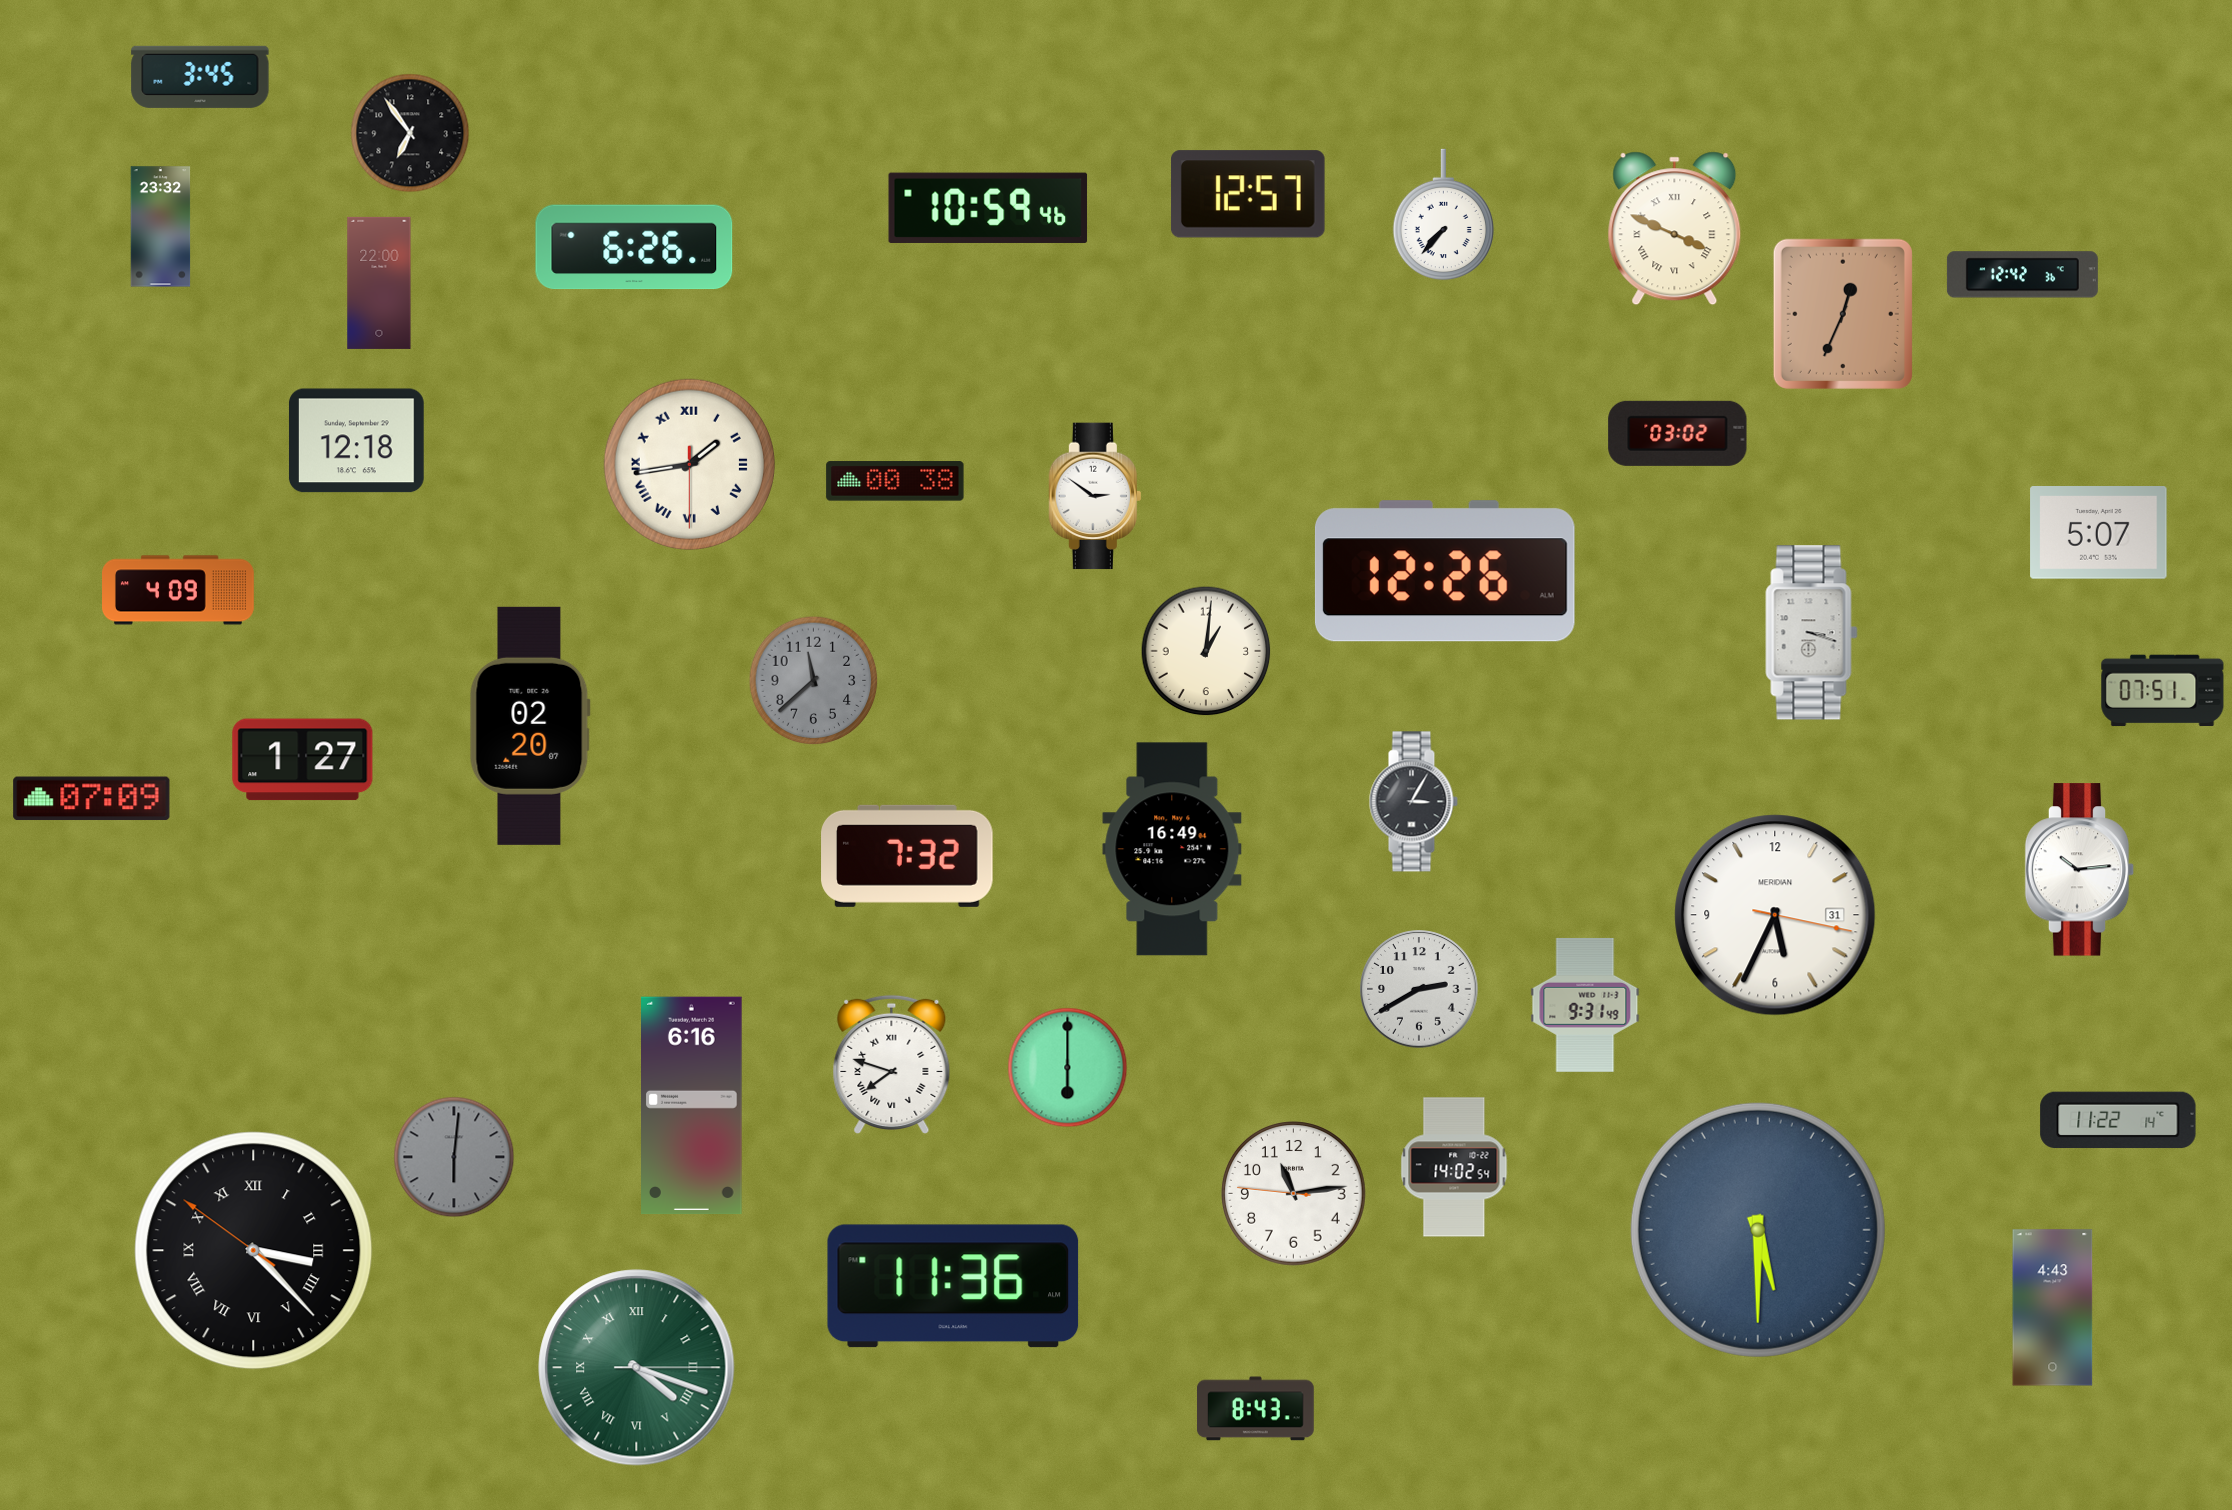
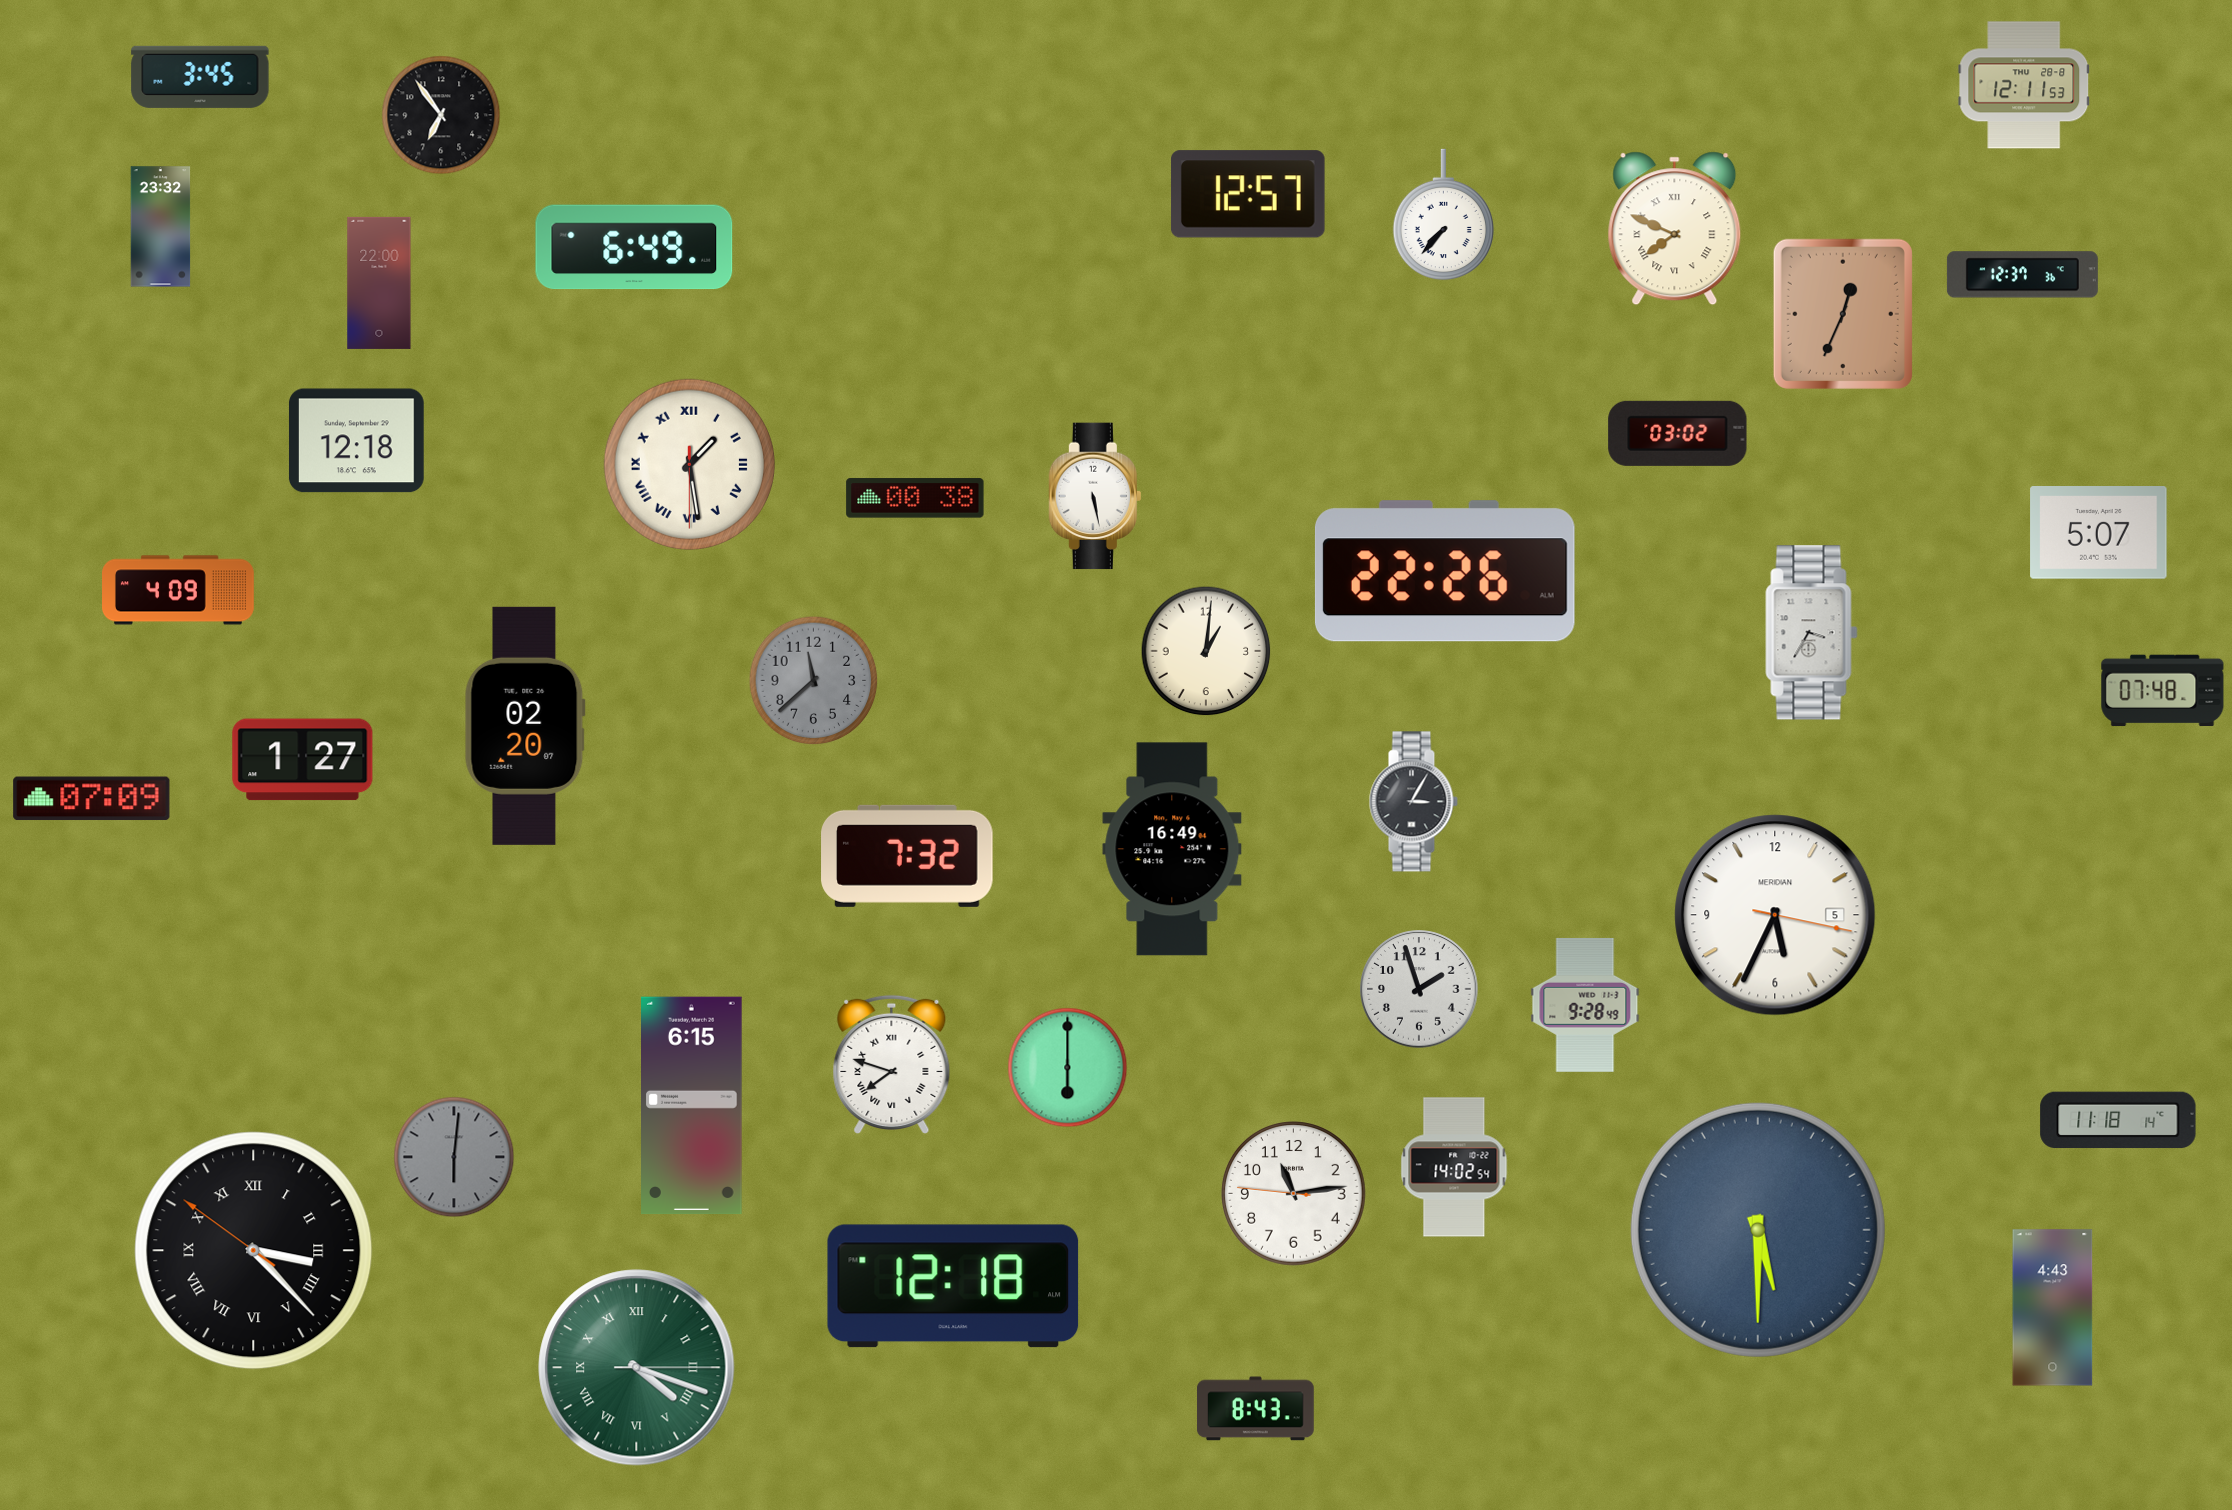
clock at (2024, 85): none -> 12:11
clock at (410, 133) position: (410, 133) -> (441, 115)
clock at (988, 207): 10:59 -> none
clock at (1675, 229): 3:49 -> 7:49
clock at (634, 247): 6:26 -> 6:49
clock at (2022, 275): 12:42 -> 12:37
clock at (689, 464): 1:43 -> 1:28
clock at (895, 481) position: (895, 481) -> (915, 498)
clock at (1094, 496): 2:51 -> 5:28
clock at (1445, 571): 12:26 -> 22:26
clock at (1812, 633): 3:18 -> 3:35
clock at (2163, 691): 07:51 -> 07:48
clock at (530, 726) position: (530, 726) -> (525, 726)
clock at (2080, 870): 10:14 -> none
clock at (1775, 915) date: 31 -> 5
clock at (1419, 989): 2:40 -> 1:57
clock at (1585, 1005): 9:31 -> 9:28
clock at (692, 1106): 6:16 -> 6:15
clock at (2118, 1120): 11:22 -> 11:18
clock at (953, 1286): 11:36 -> 12:18
